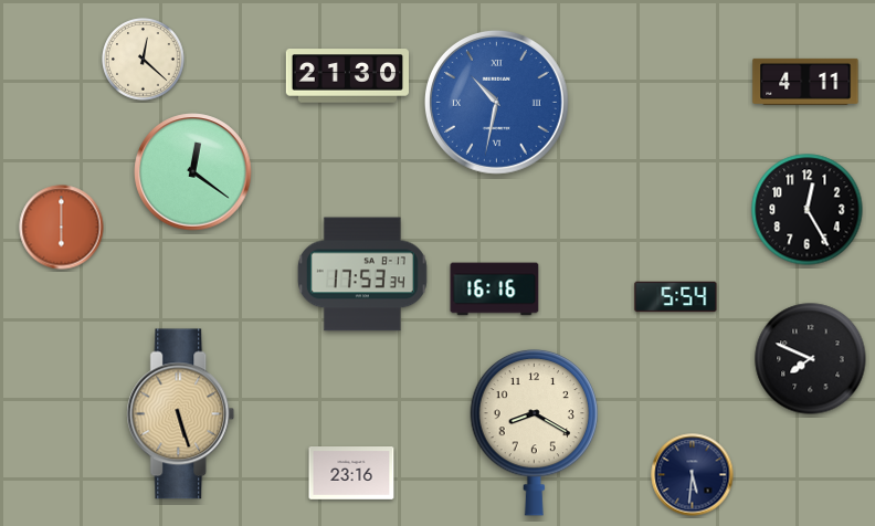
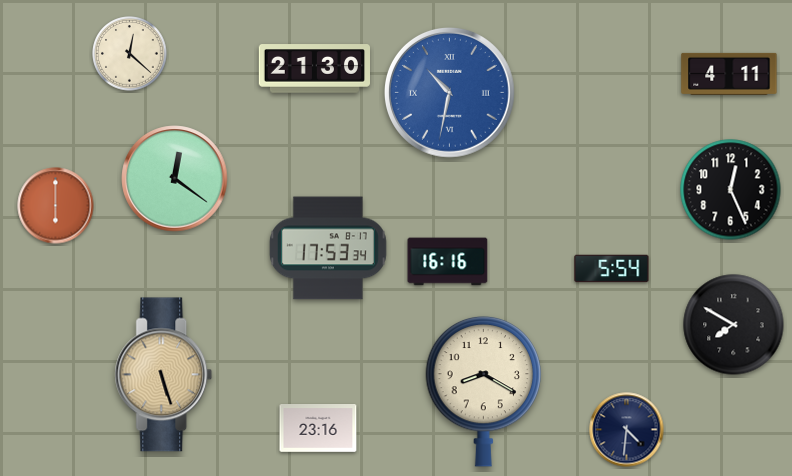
clock at (193, 172) position: (193, 172) -> (175, 179)
clock at (808, 210): 12:25 -> 12:26
clock at (811, 359): 7:49 -> 7:50
clock at (693, 475): 5:31 -> 4:31
